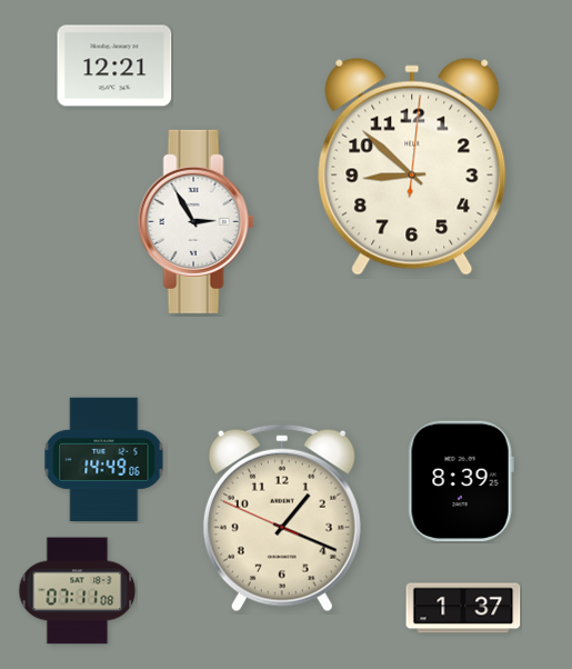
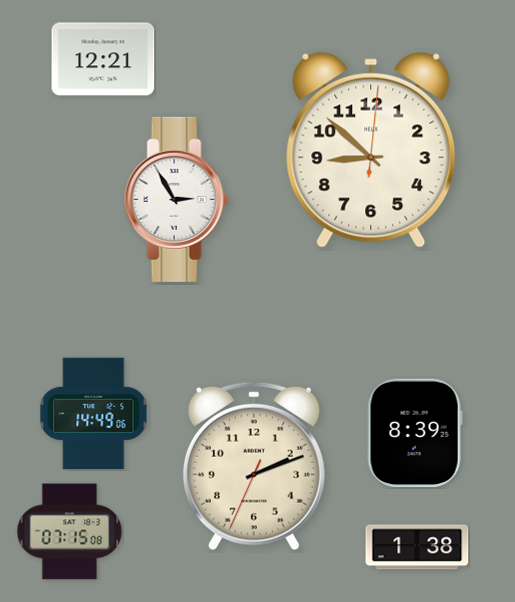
clock at (282, 518): 1:18 -> 2:11
clock at (78, 591): 07:11 -> 07:15
clock at (463, 608): 1:37 -> 1:38
